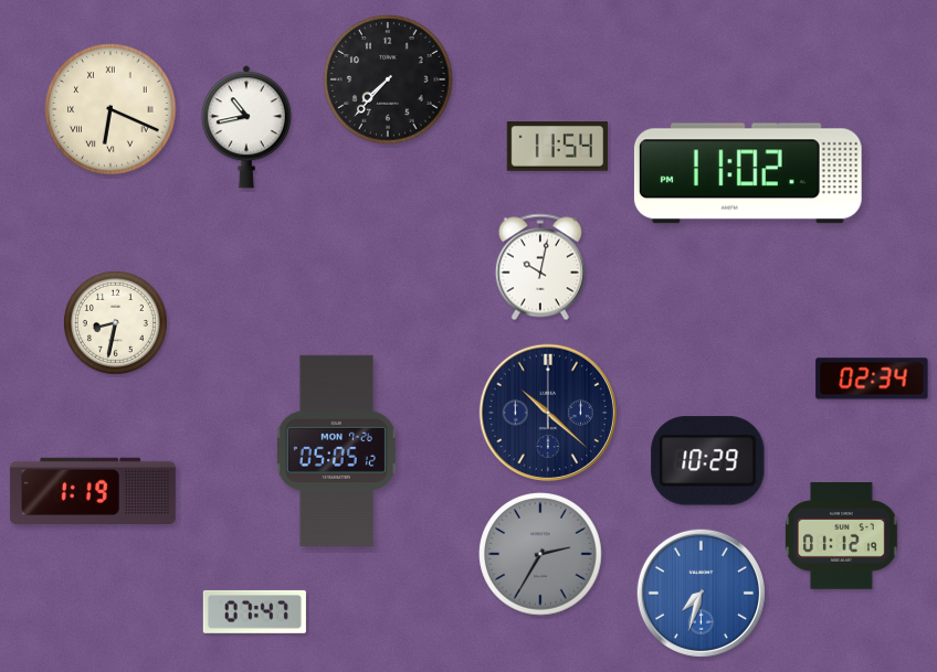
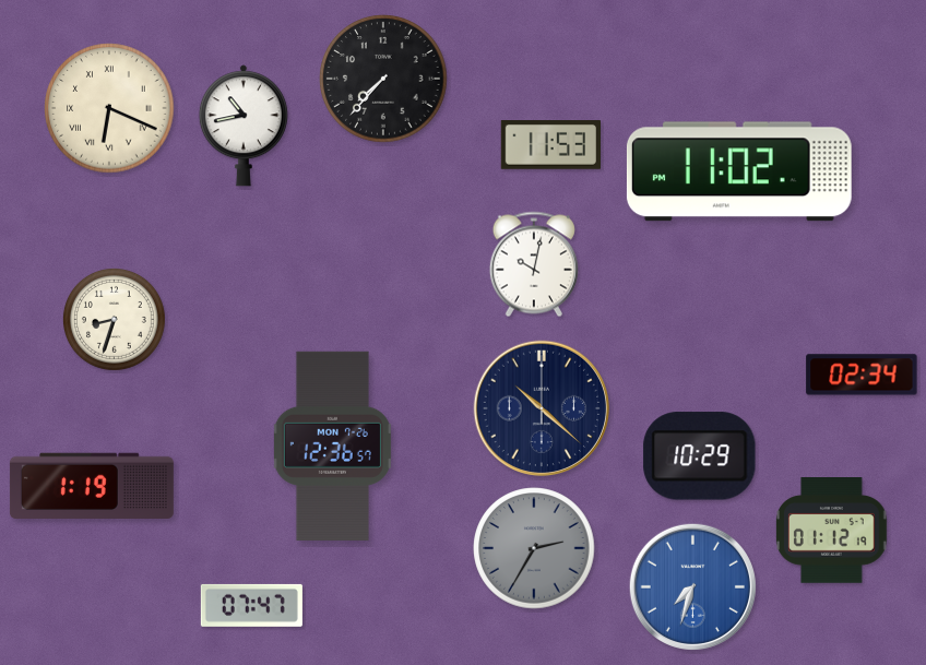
clock at (557, 147): 11:54 -> 11:53
clock at (115, 322): 8:32 -> 8:33
clock at (336, 450): 05:05 -> 12:36
